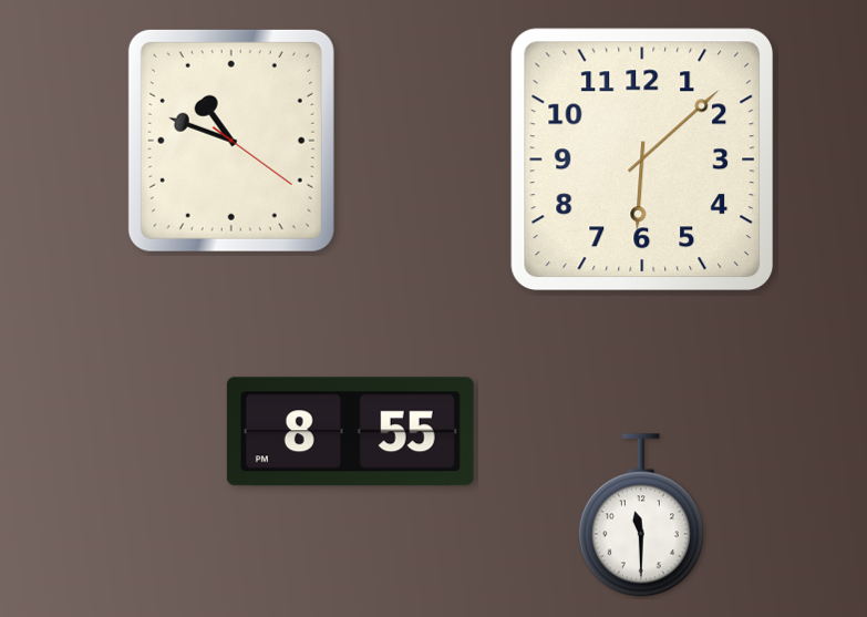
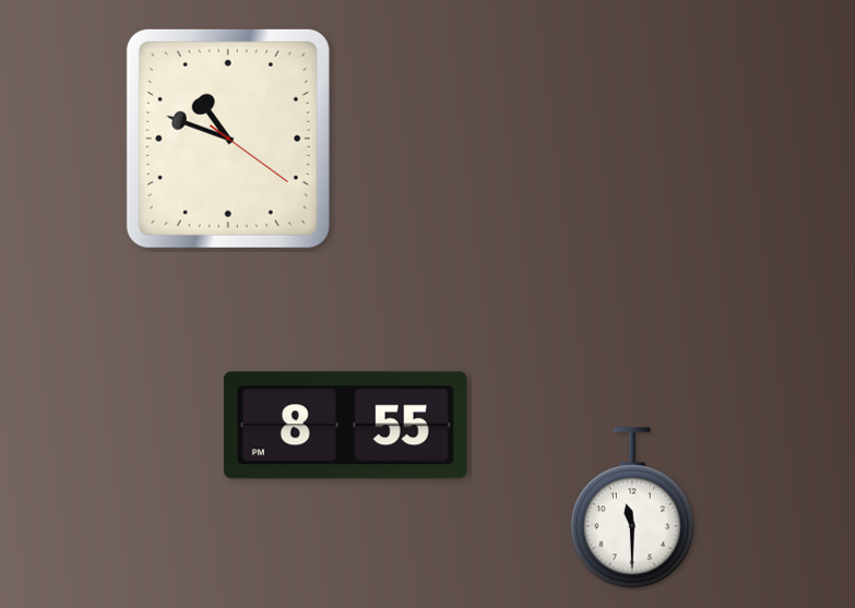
clock at (642, 160): 6:08 -> none
